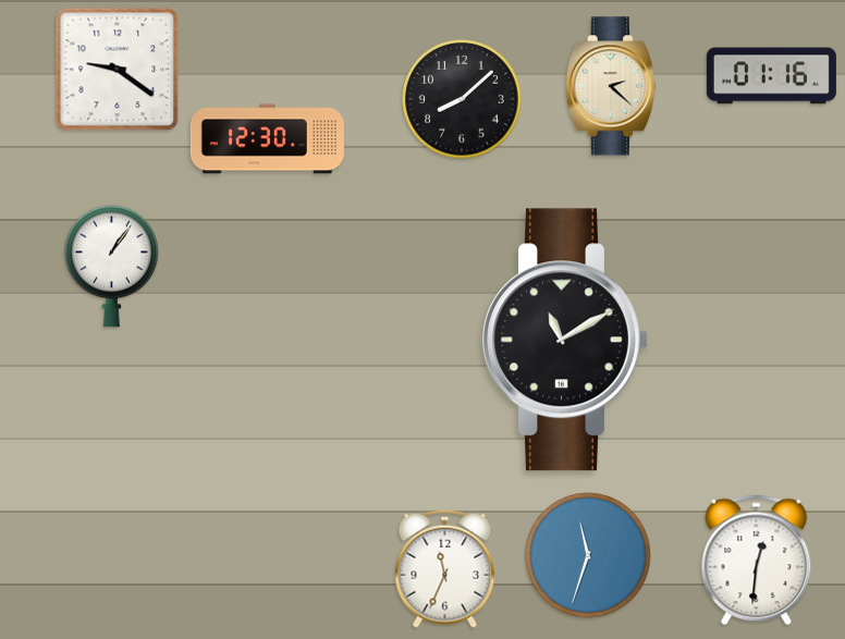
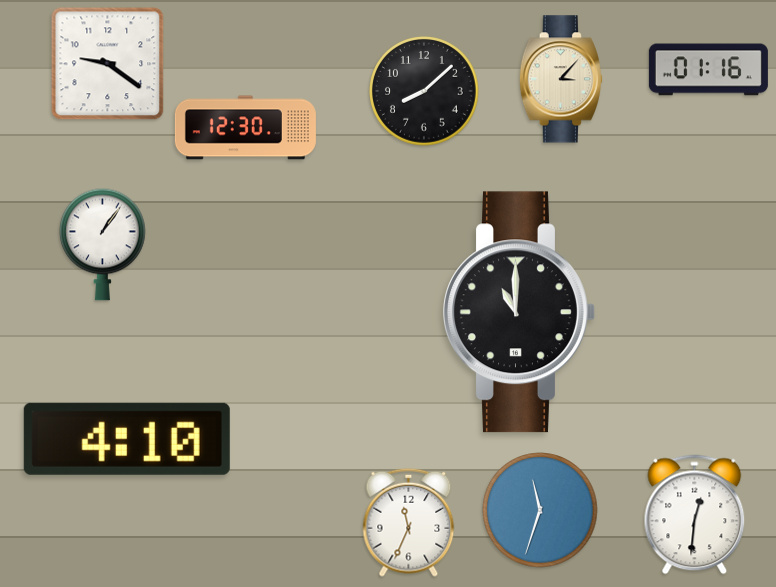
clock at (611, 86): 2:22 -> 3:07
clock at (565, 340): 11:10 -> 11:00
clock at (127, 439): none -> 4:10
